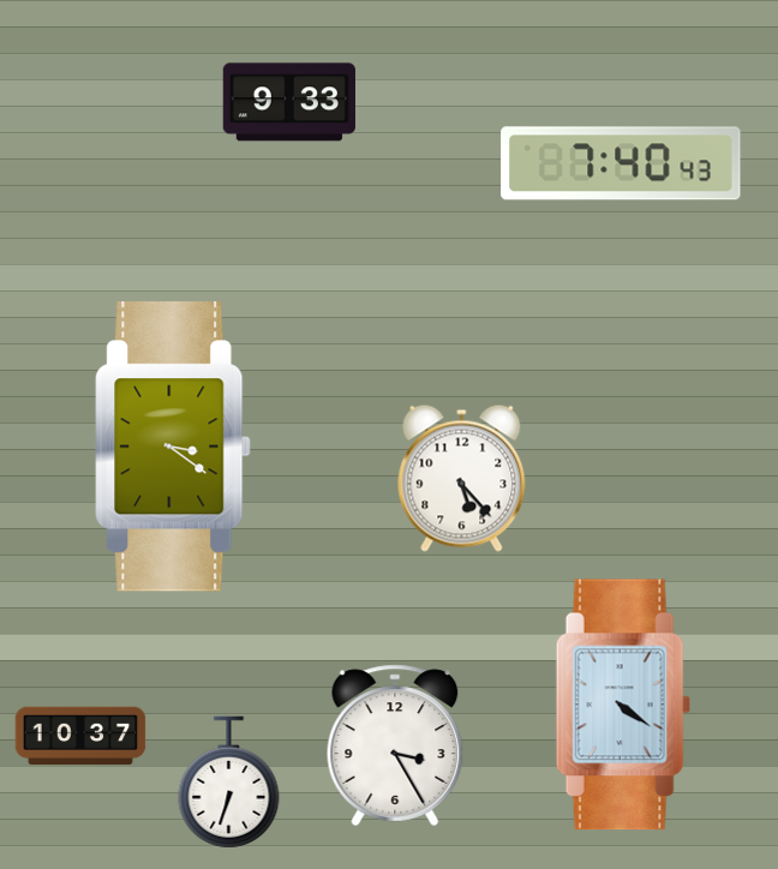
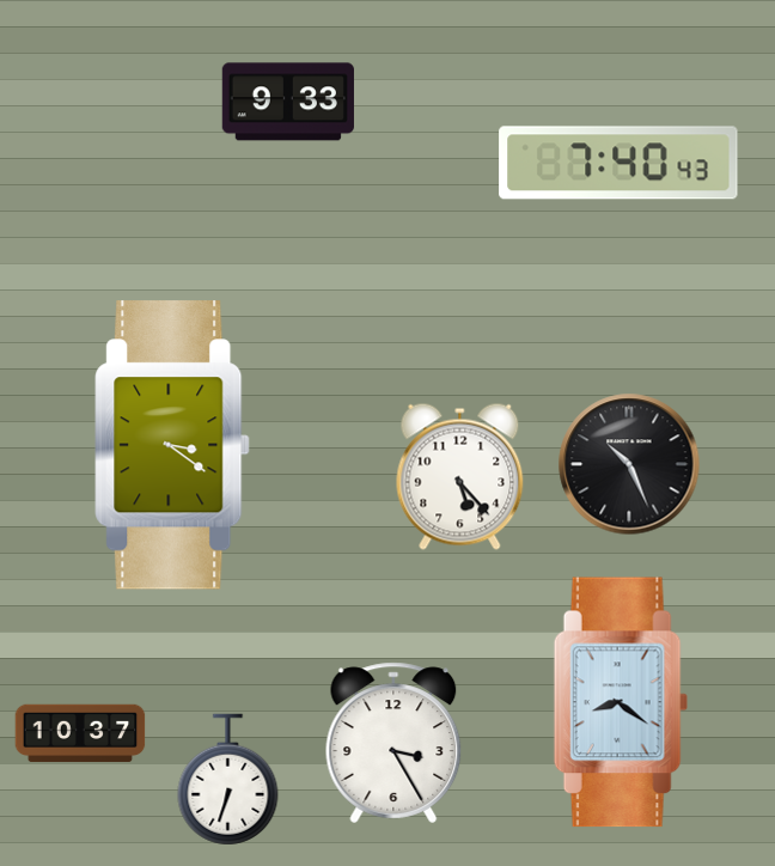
clock at (629, 464): none -> 10:26
clock at (623, 705): 4:21 -> 8:21
